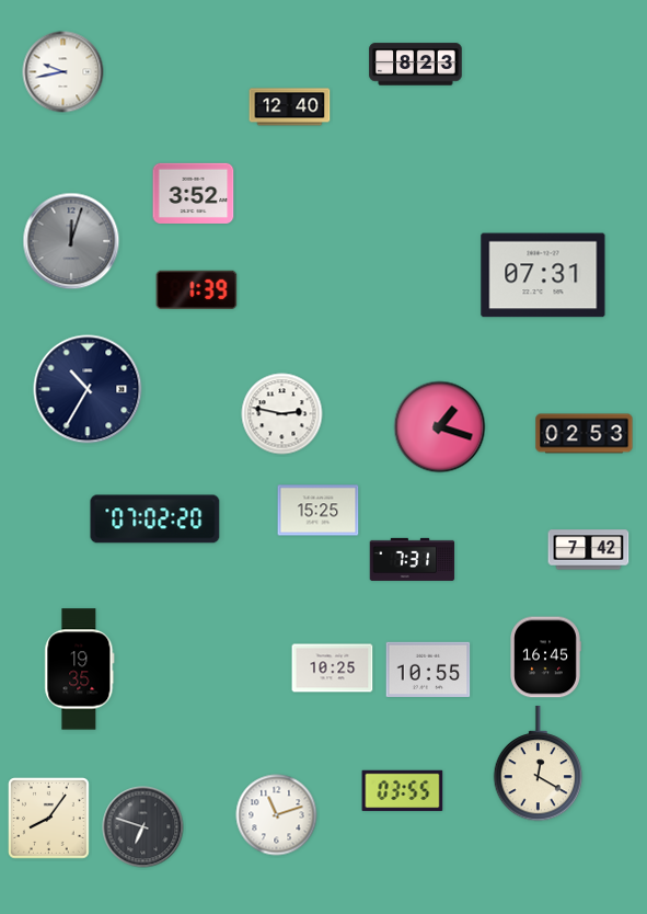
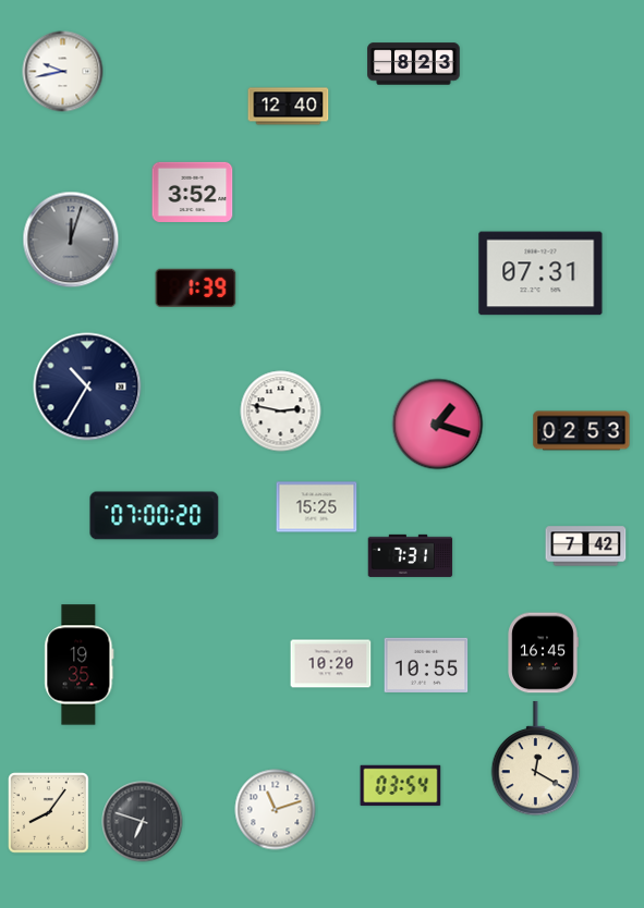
clock at (155, 519): 07:02 -> 07:00
clock at (333, 669): 10:25 -> 10:20
clock at (403, 791): 03:55 -> 03:54
